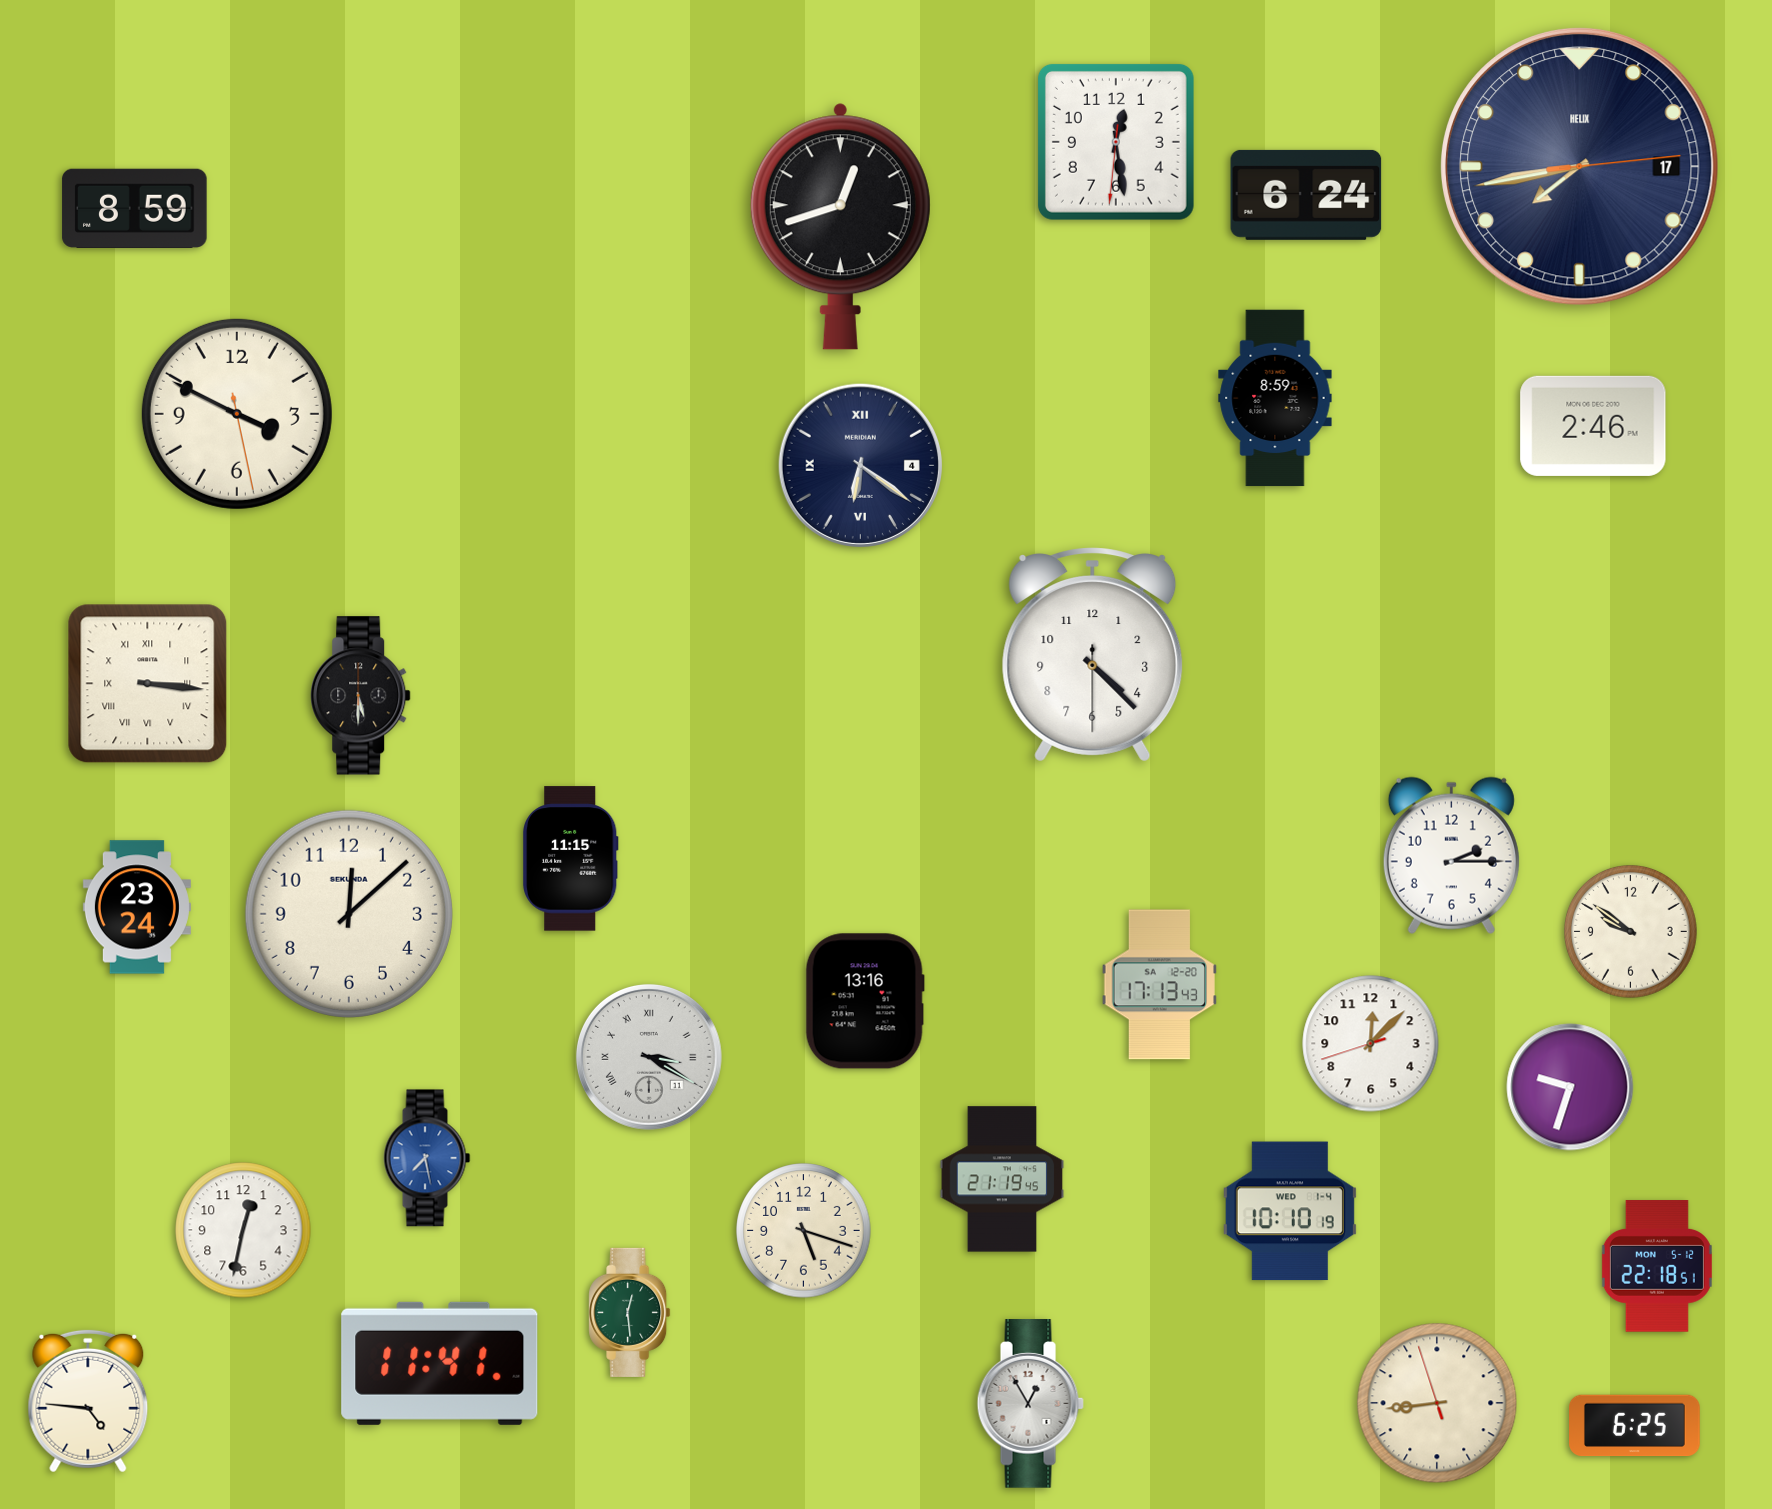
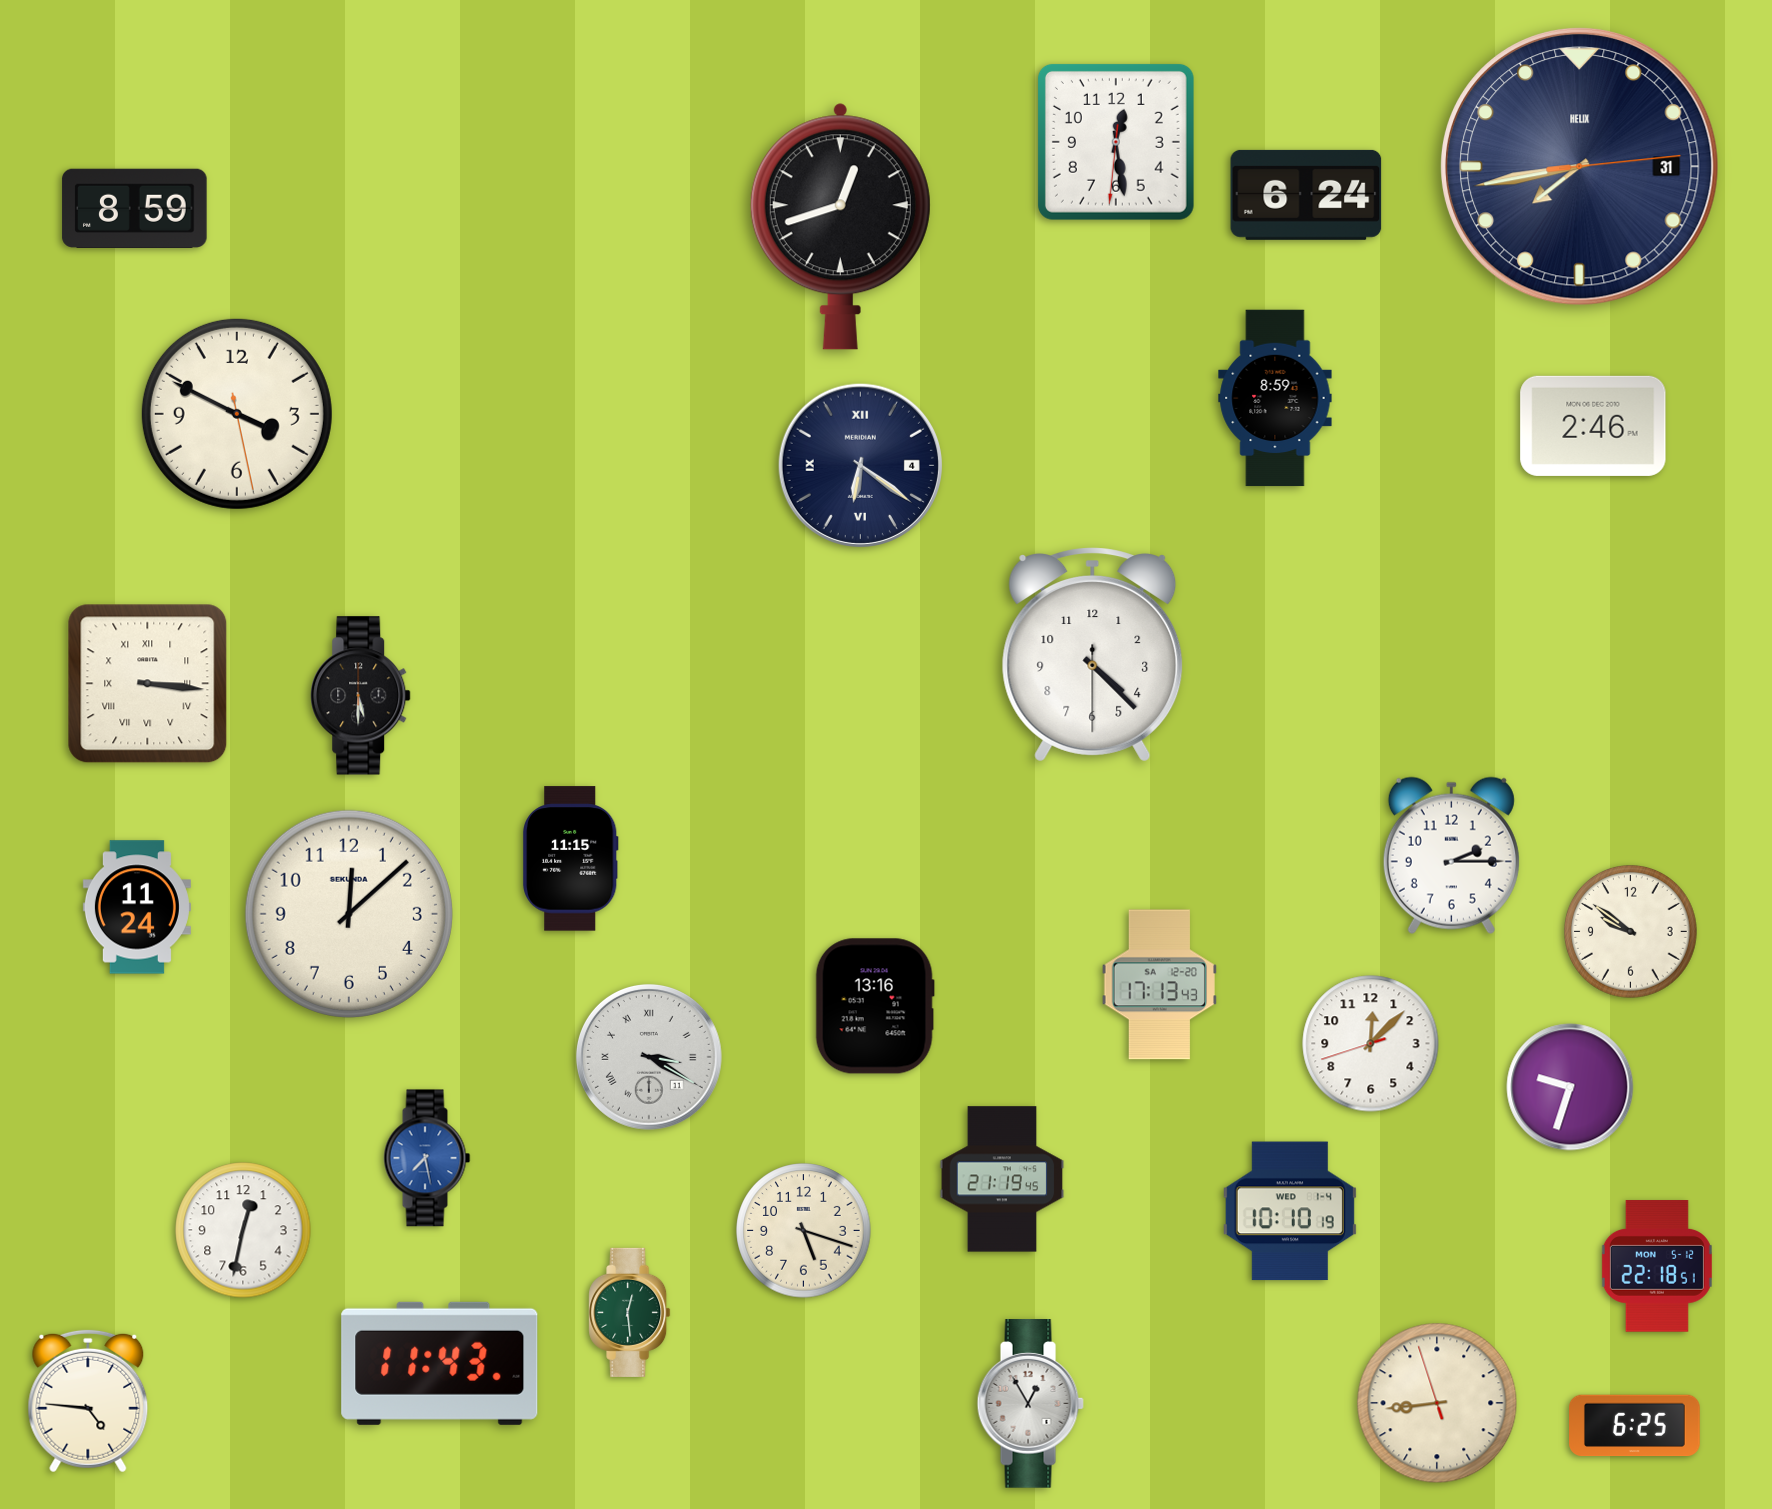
clock at (1579, 166) date: 17 -> 31
clock at (137, 907): 23:24 -> 11:24
clock at (865, 1001) position: (865, 1001) -> (875, 1006)
clock at (440, 1363): 11:41 -> 11:43
